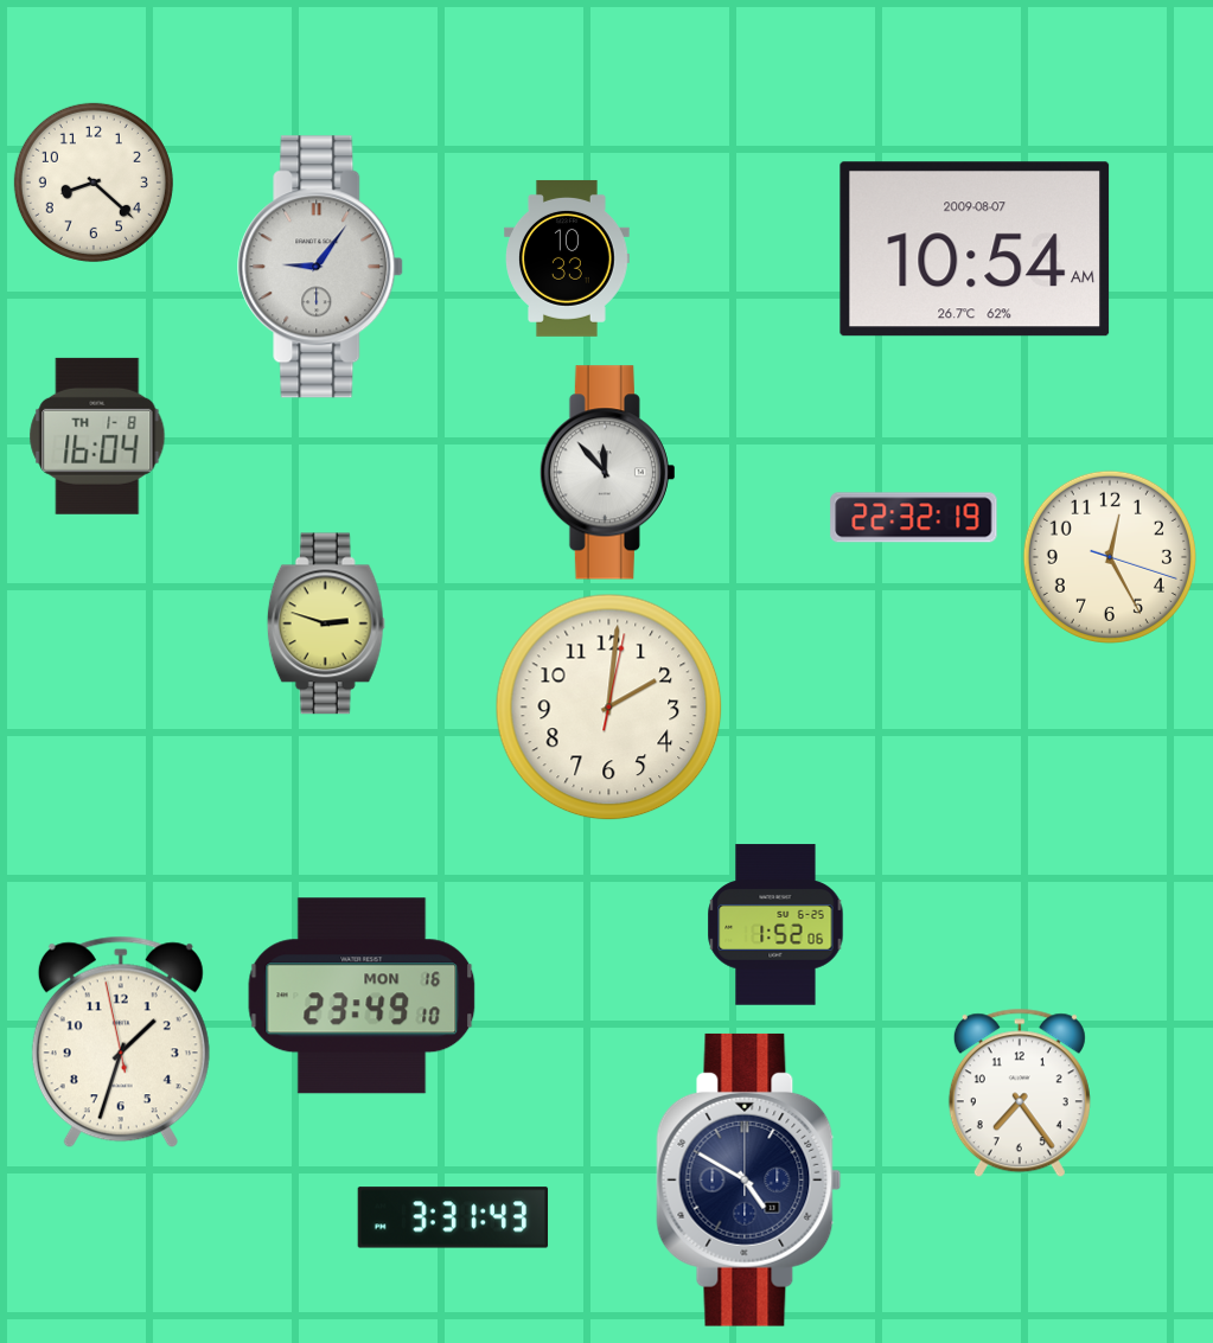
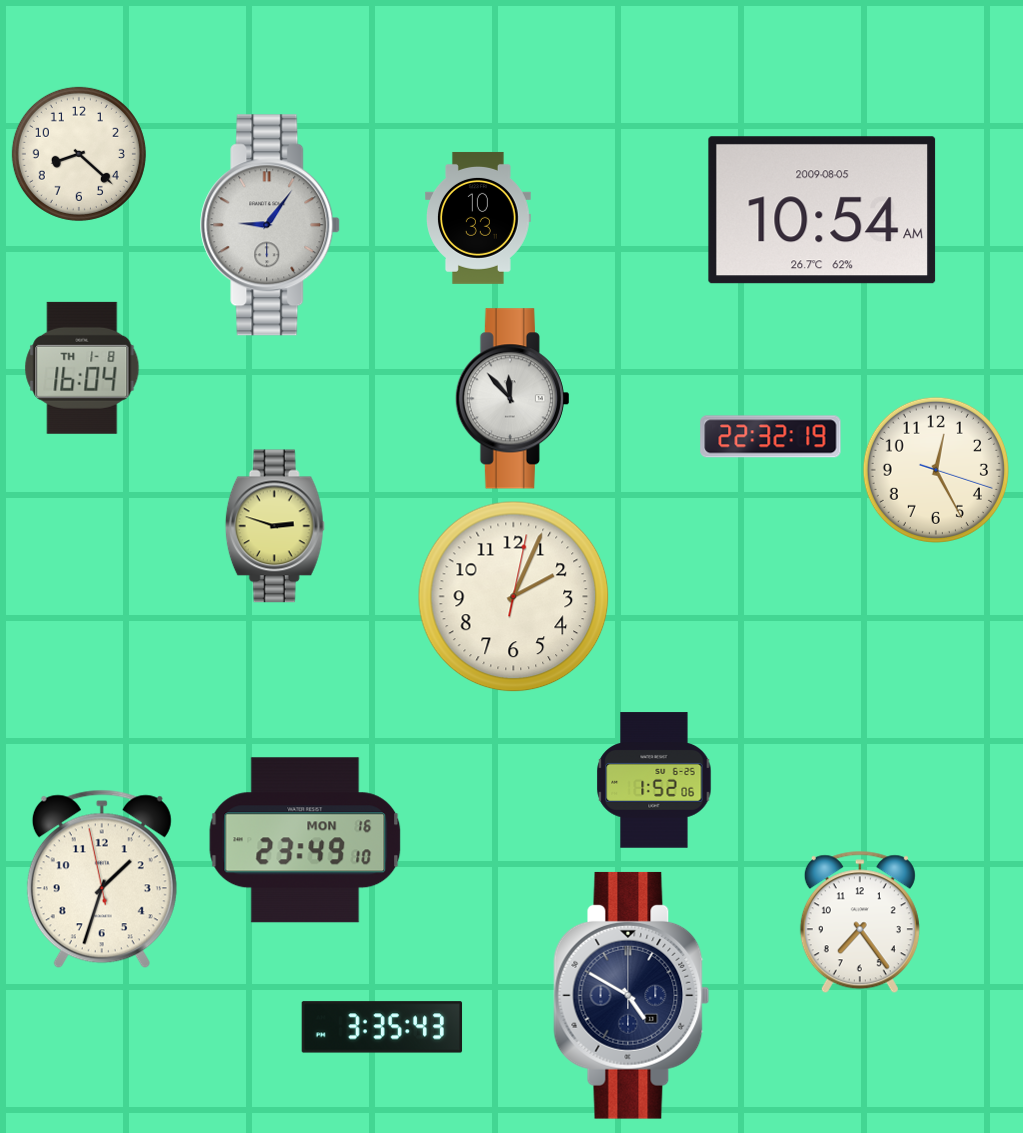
clock at (975, 249) date: 2009-08-07 -> 2009-08-05
clock at (609, 708): 2:01 -> 2:04
clock at (453, 1217): 3:31 -> 3:35
